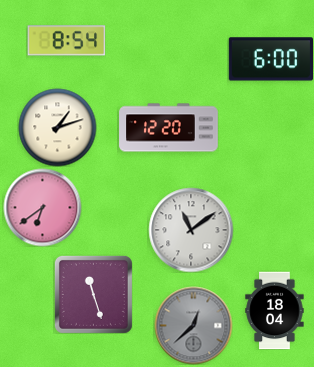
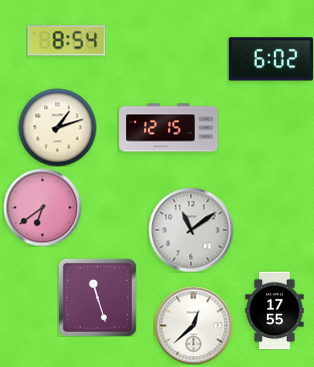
clock at (270, 59): 6:00 -> 6:02
clock at (169, 128): 12:20 -> 12:15
clock at (93, 294) position: (93, 294) -> (97, 297)
clock at (275, 310): 18:04 -> 17:55
clock at (193, 325) dial: grey -> white
